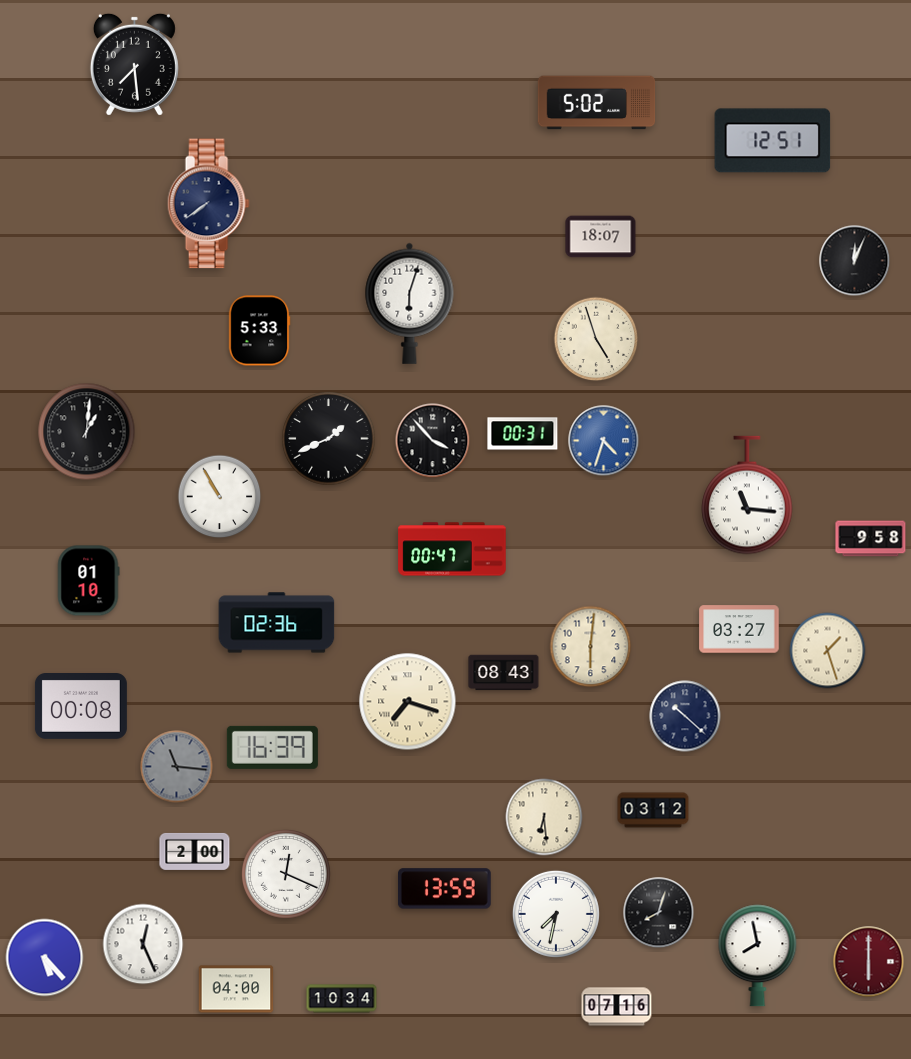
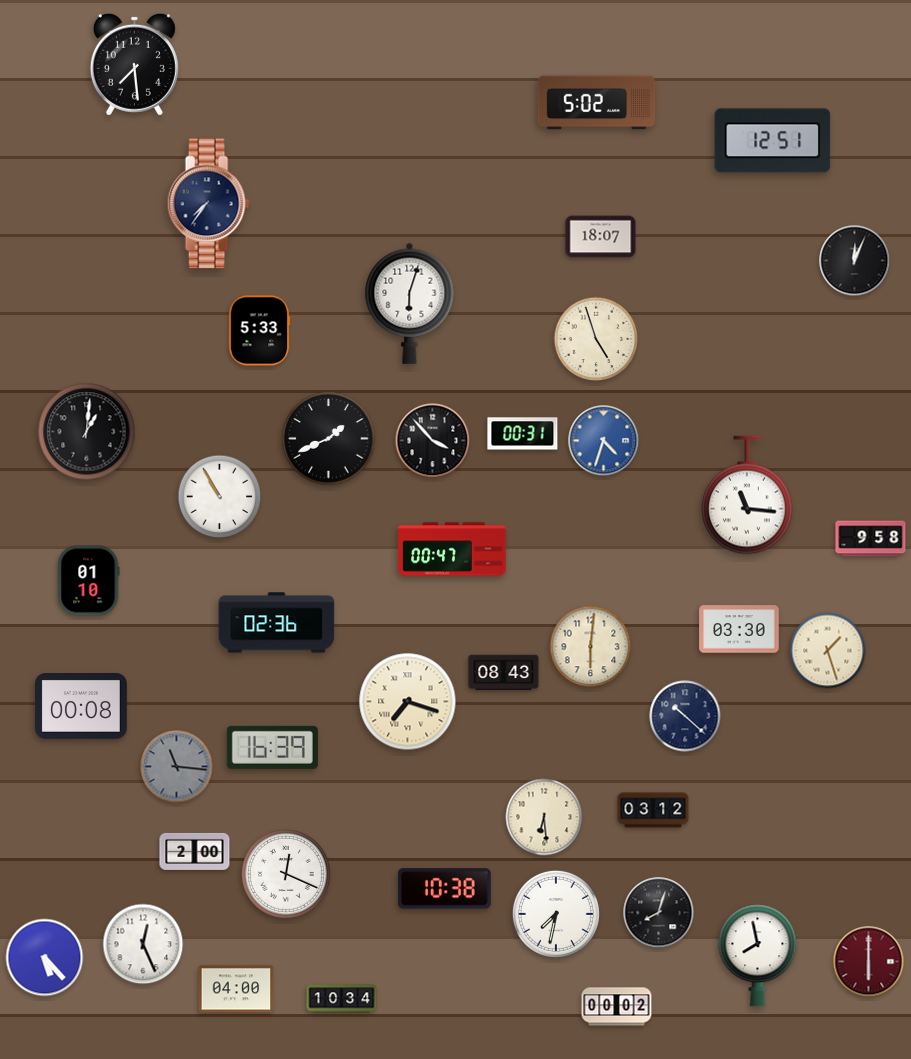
clock at (208, 204): 7:39 -> 7:36
clock at (739, 629): 03:27 -> 03:30
clock at (445, 889): 13:59 -> 10:38
clock at (617, 1007): 07:16 -> 00:02
